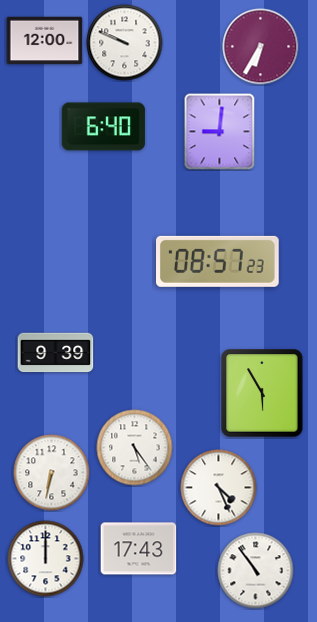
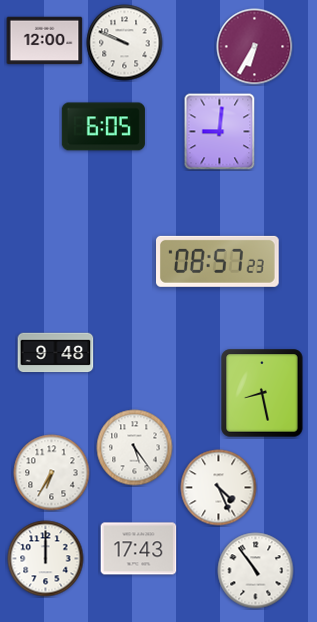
clock at (261, 47) position: (261, 47) -> (255, 47)
clock at (103, 127): 6:40 -> 6:05
clock at (56, 353): 9:39 -> 9:48
clock at (262, 393): 5:55 -> 8:28
clock at (52, 473): 6:32 -> 6:35
